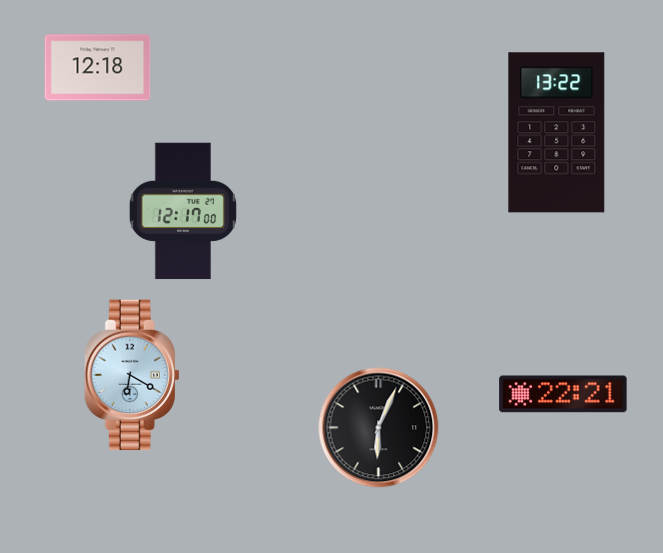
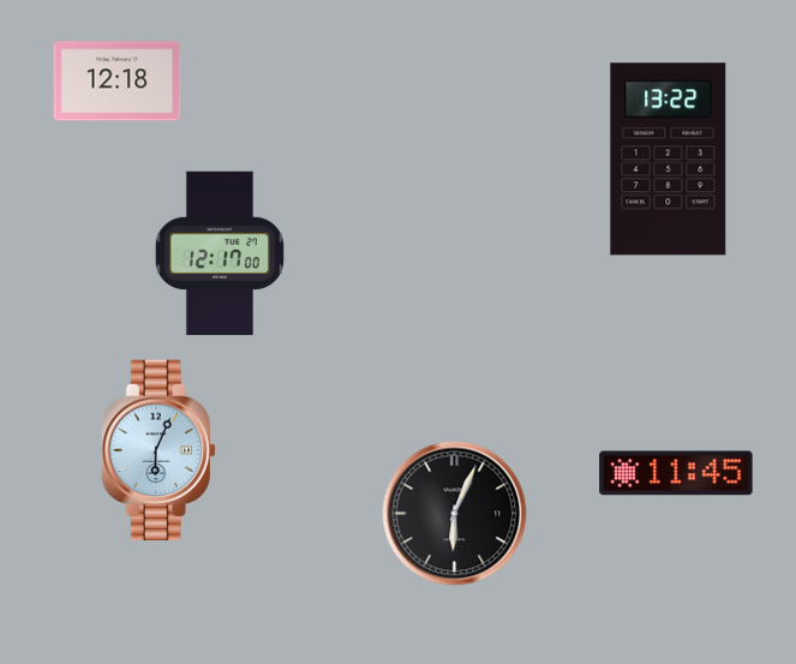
clock at (132, 375): 6:20 -> 6:04
clock at (563, 394): 22:21 -> 11:45
